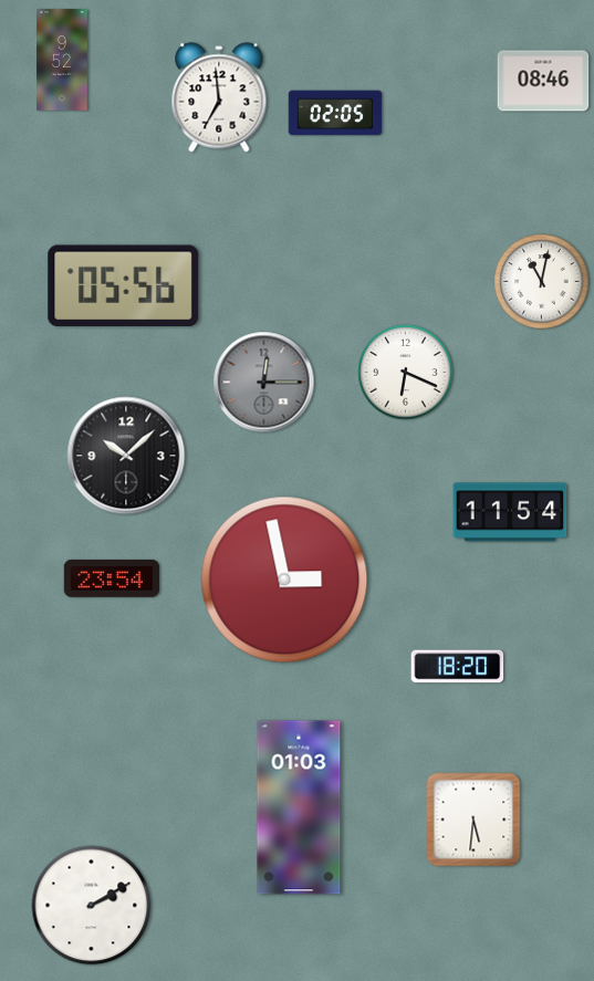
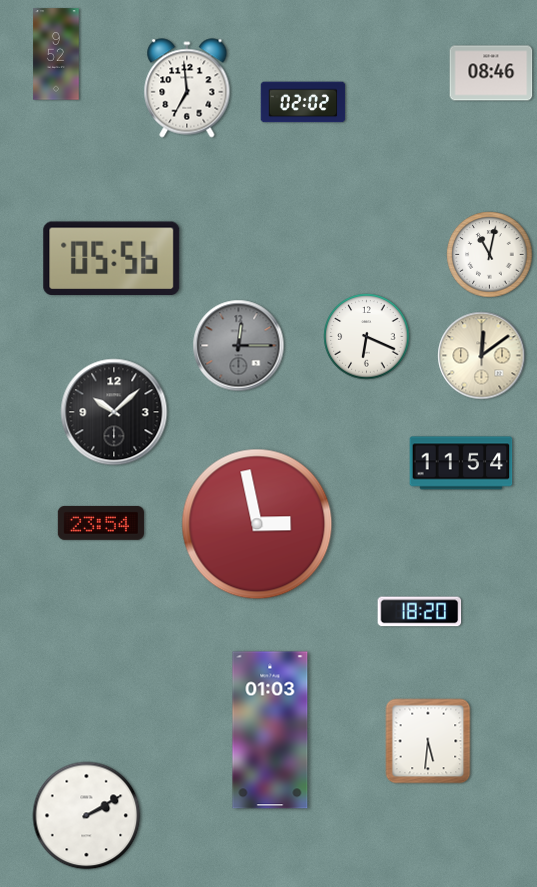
clock at (219, 97) position: (219, 97) -> (187, 88)
clock at (335, 113): 02:05 -> 02:02
clock at (482, 356): none -> 12:09
clock at (458, 667) position: (458, 667) -> (420, 612)
clock at (92, 906) position: (92, 906) -> (87, 816)
